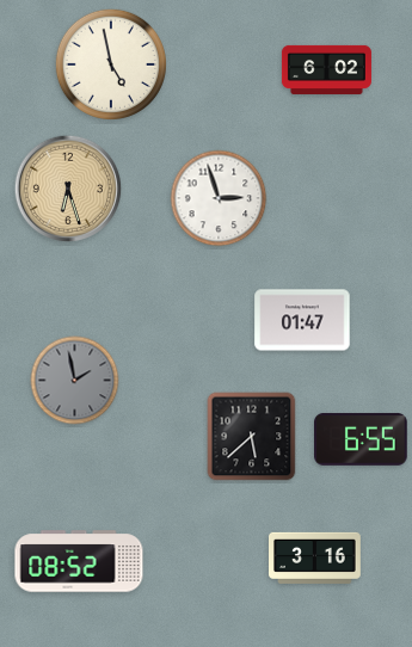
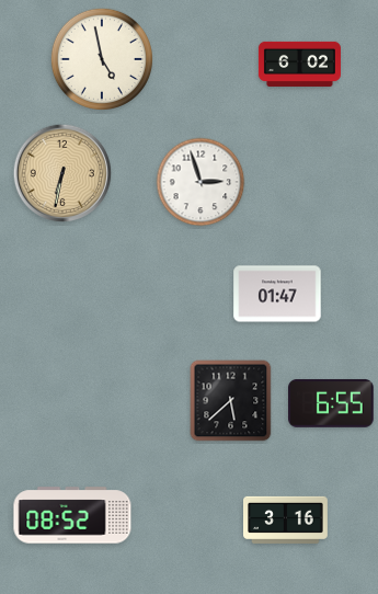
clock at (68, 189): 6:27 -> 6:32
clock at (75, 381): 1:58 -> none
clock at (315, 557) position: (315, 557) -> (286, 519)
